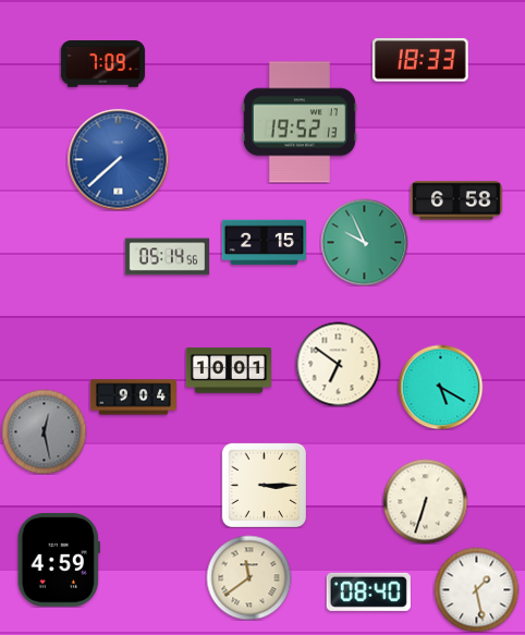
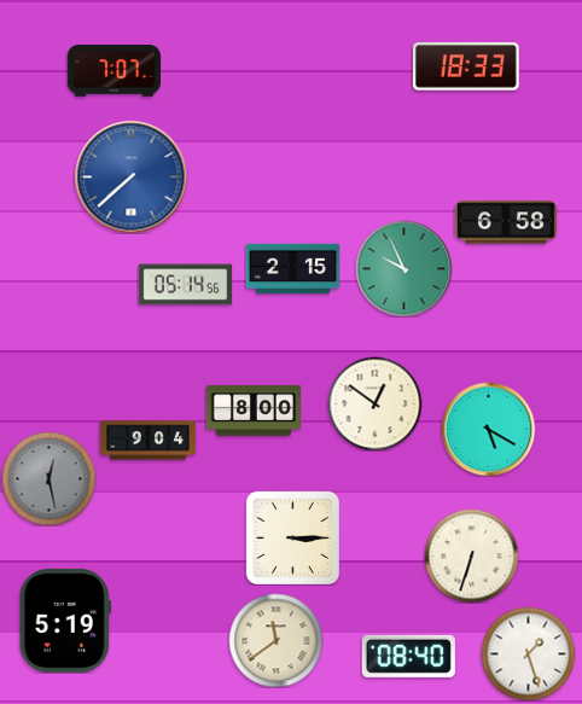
clock at (102, 64): 7:09 -> 7:07
clock at (300, 122): 19:52 -> none
clock at (338, 364): 6:51 -> 12:51
clock at (229, 370): 10:01 -> 8:00
clock at (59, 560): 4:59 -> 5:19
clock at (476, 589): 1:28 -> 1:27
